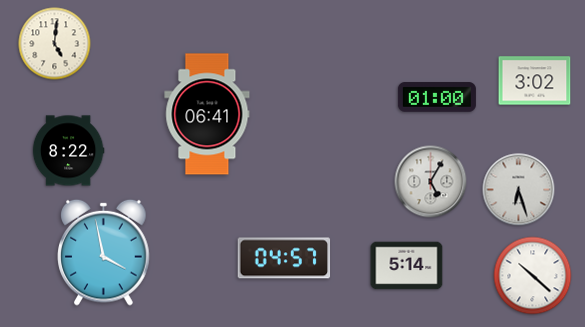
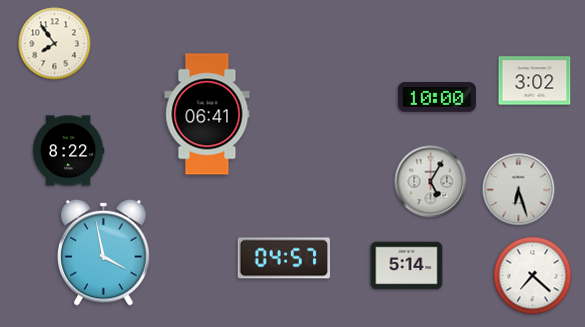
clock at (55, 44): 5:01 -> 7:54
clock at (437, 97): 01:00 -> 10:00
clock at (533, 276): 10:22 -> 7:22
